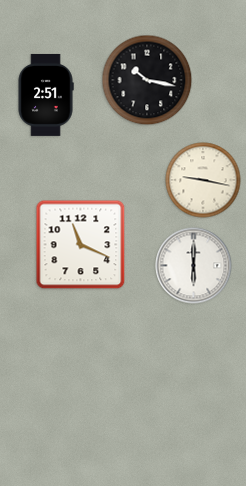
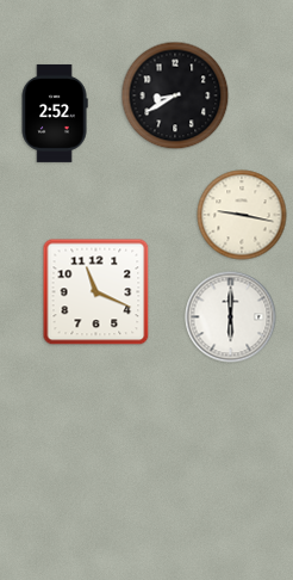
clock at (147, 80): 10:17 -> 8:40
clock at (46, 95): 2:51 -> 2:52
